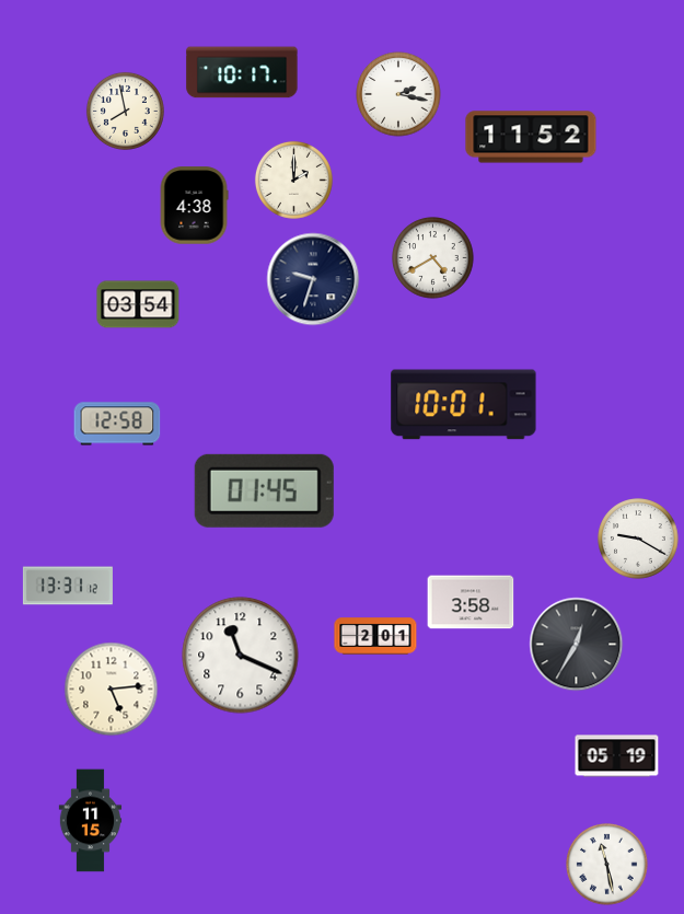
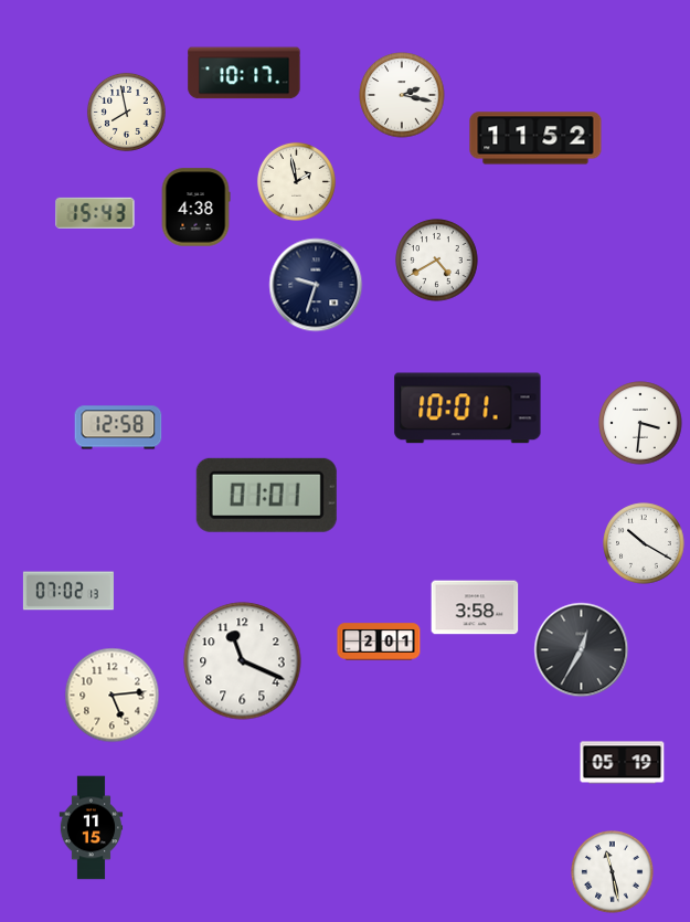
clock at (293, 180): 2:00 -> 1:58
clock at (95, 213): none -> 15:43
clock at (313, 279) position: (313, 279) -> (316, 285)
clock at (138, 304): 03:54 -> none
clock at (640, 423): none -> 3:31
clock at (264, 490): 01:45 -> 01:01
clock at (638, 539): 9:20 -> 10:20
clock at (68, 586): 13:31 -> 07:02
